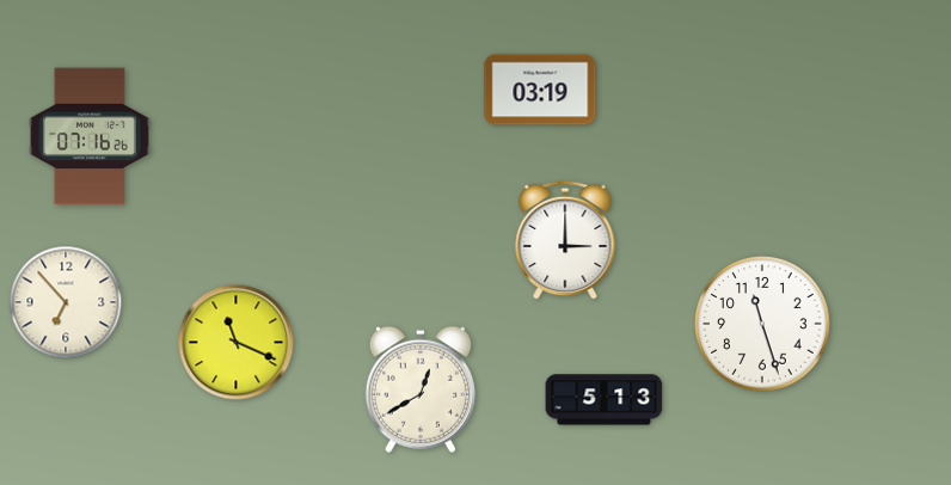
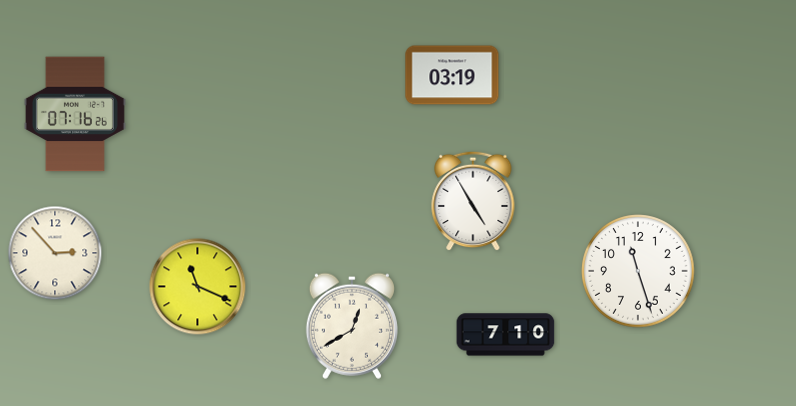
clock at (565, 240): 3:00 -> 4:55
clock at (66, 302): 6:53 -> 2:53
clock at (605, 400): 5:13 -> 7:10
